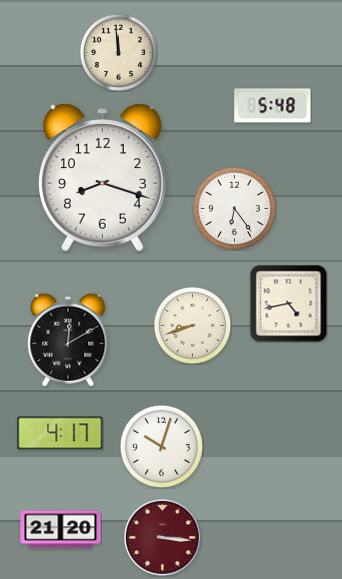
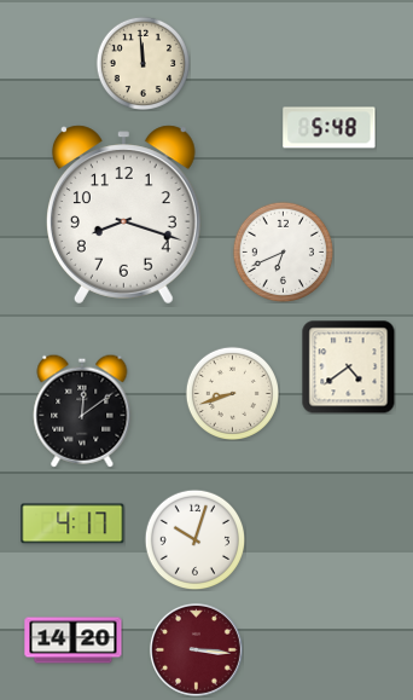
clock at (234, 208): 6:24 -> 6:41
clock at (288, 303): 4:43 -> 4:39
clock at (68, 340): 12:10 -> 12:09
clock at (61, 530): 21:20 -> 14:20
